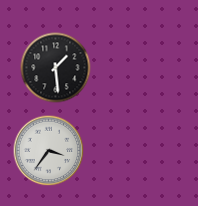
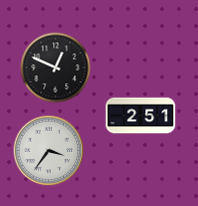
clock at (56, 68): 1:29 -> 12:49
clock at (141, 116): none -> 2:51
